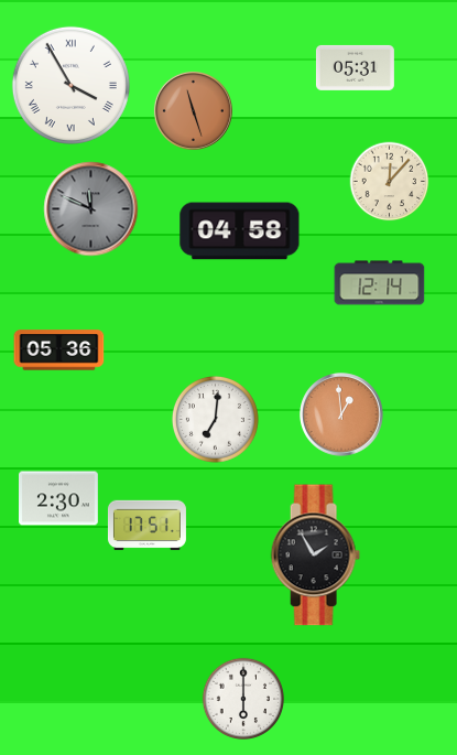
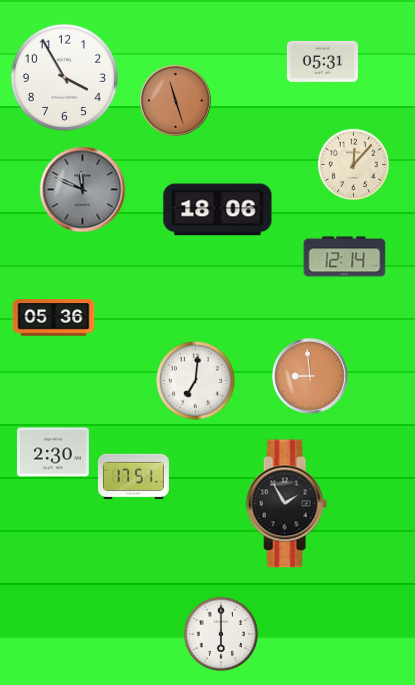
clock at (70, 85) numerals: Roman -> Arabic
clock at (240, 231): 04:58 -> 18:06
clock at (341, 414): 12:59 -> 8:59
